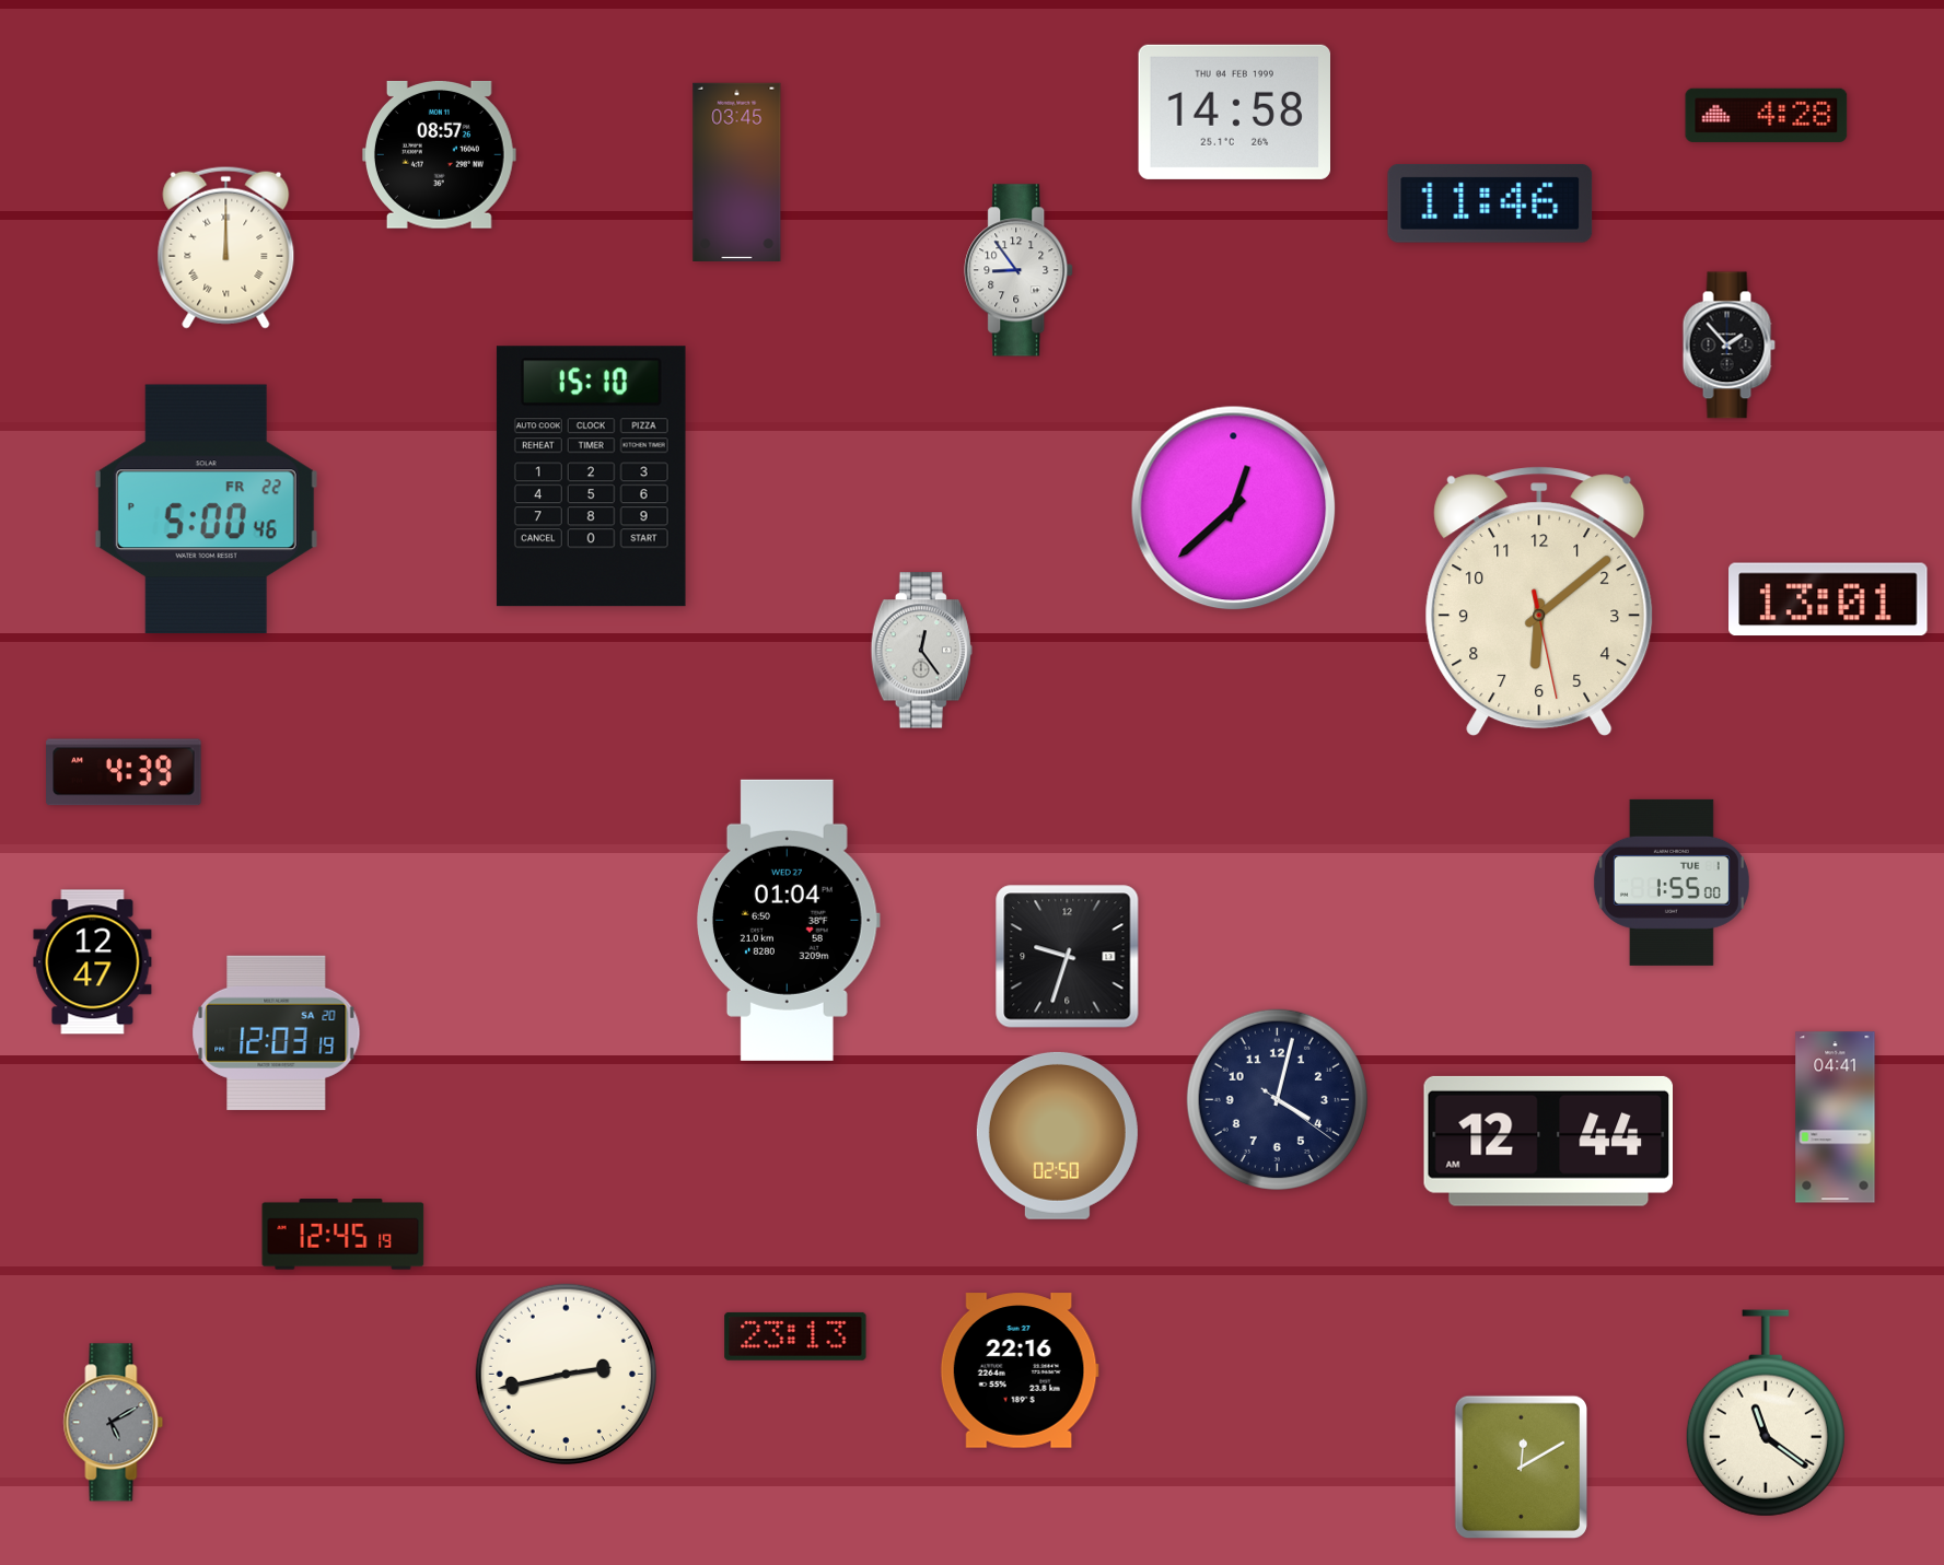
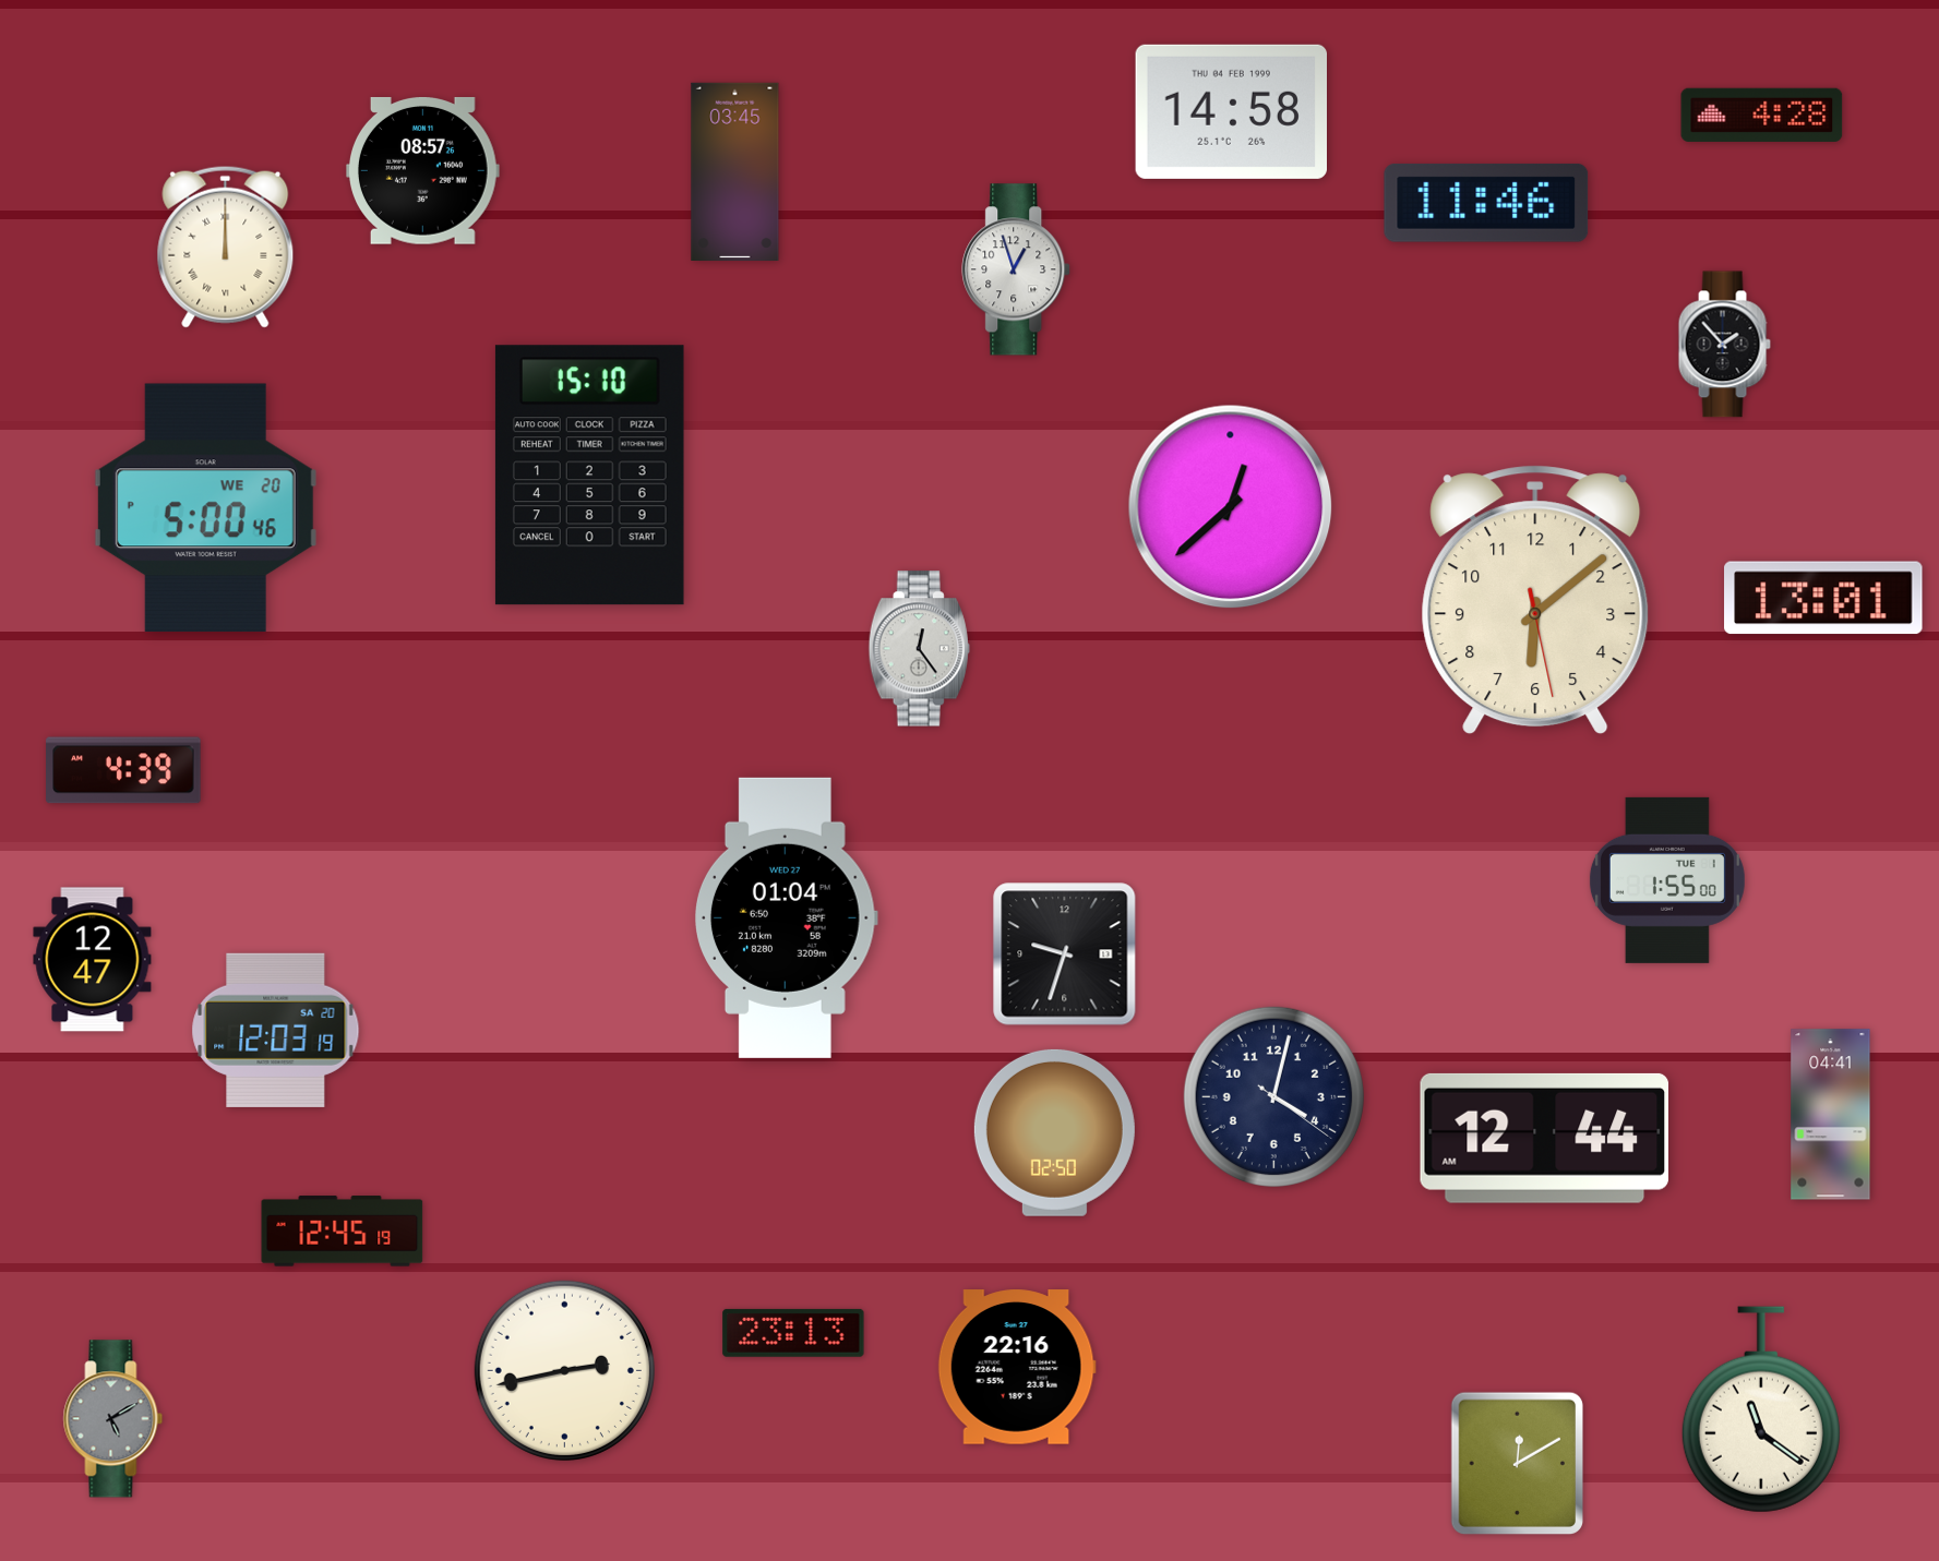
clock at (439, 154) position: (439, 154) -> (422, 170)
clock at (1020, 270): 8:54 -> 12:57
clock at (206, 509) date: FR 22 -> WE 20
